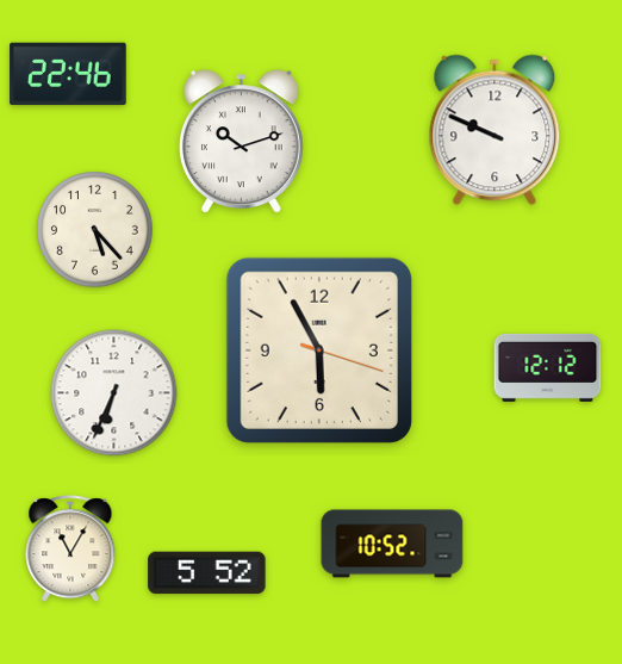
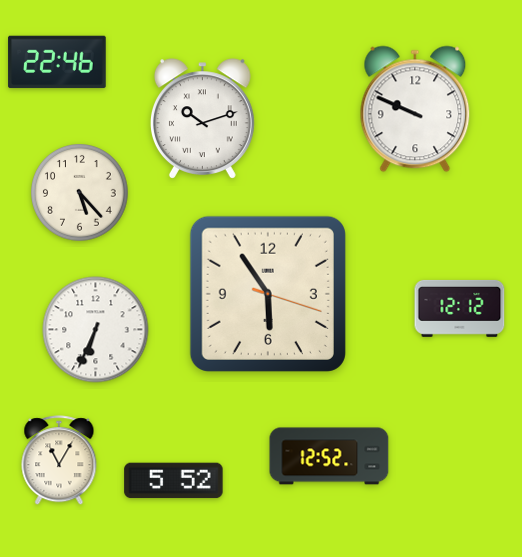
clock at (319, 350): 5:55 -> 5:54
clock at (392, 544): 10:52 -> 12:52
